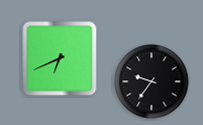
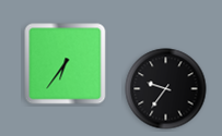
clock at (60, 59): 6:41 -> 6:36
